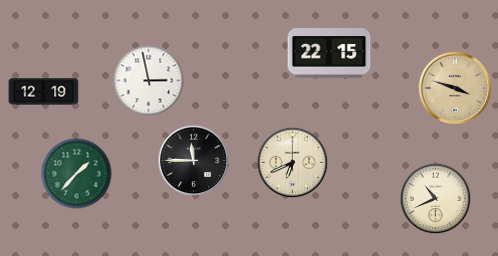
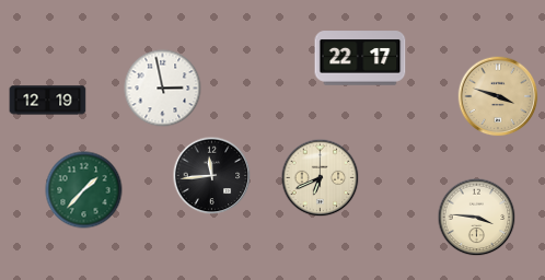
clock at (329, 53): 22:15 -> 22:17
clock at (194, 161): 11:45 -> 11:44
clock at (436, 199): 10:41 -> 3:46
